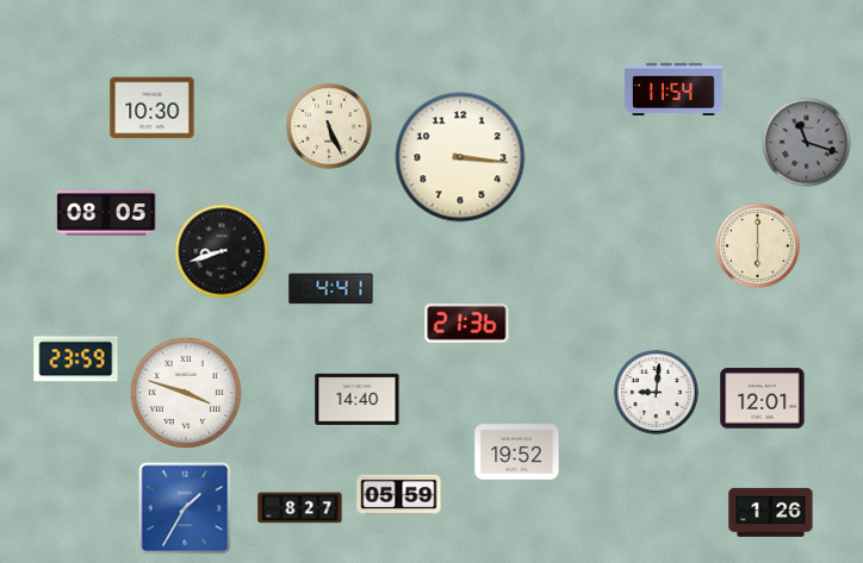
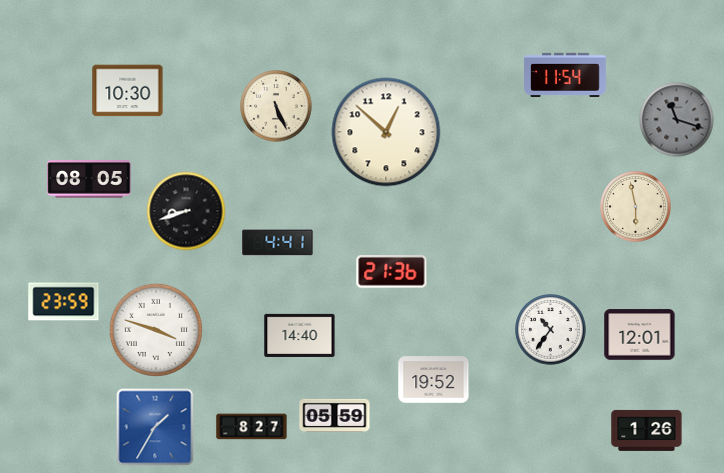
clock at (460, 157): 3:16 -> 12:52
clock at (758, 246): 6:00 -> 5:58
clock at (657, 393): 9:01 -> 10:36
